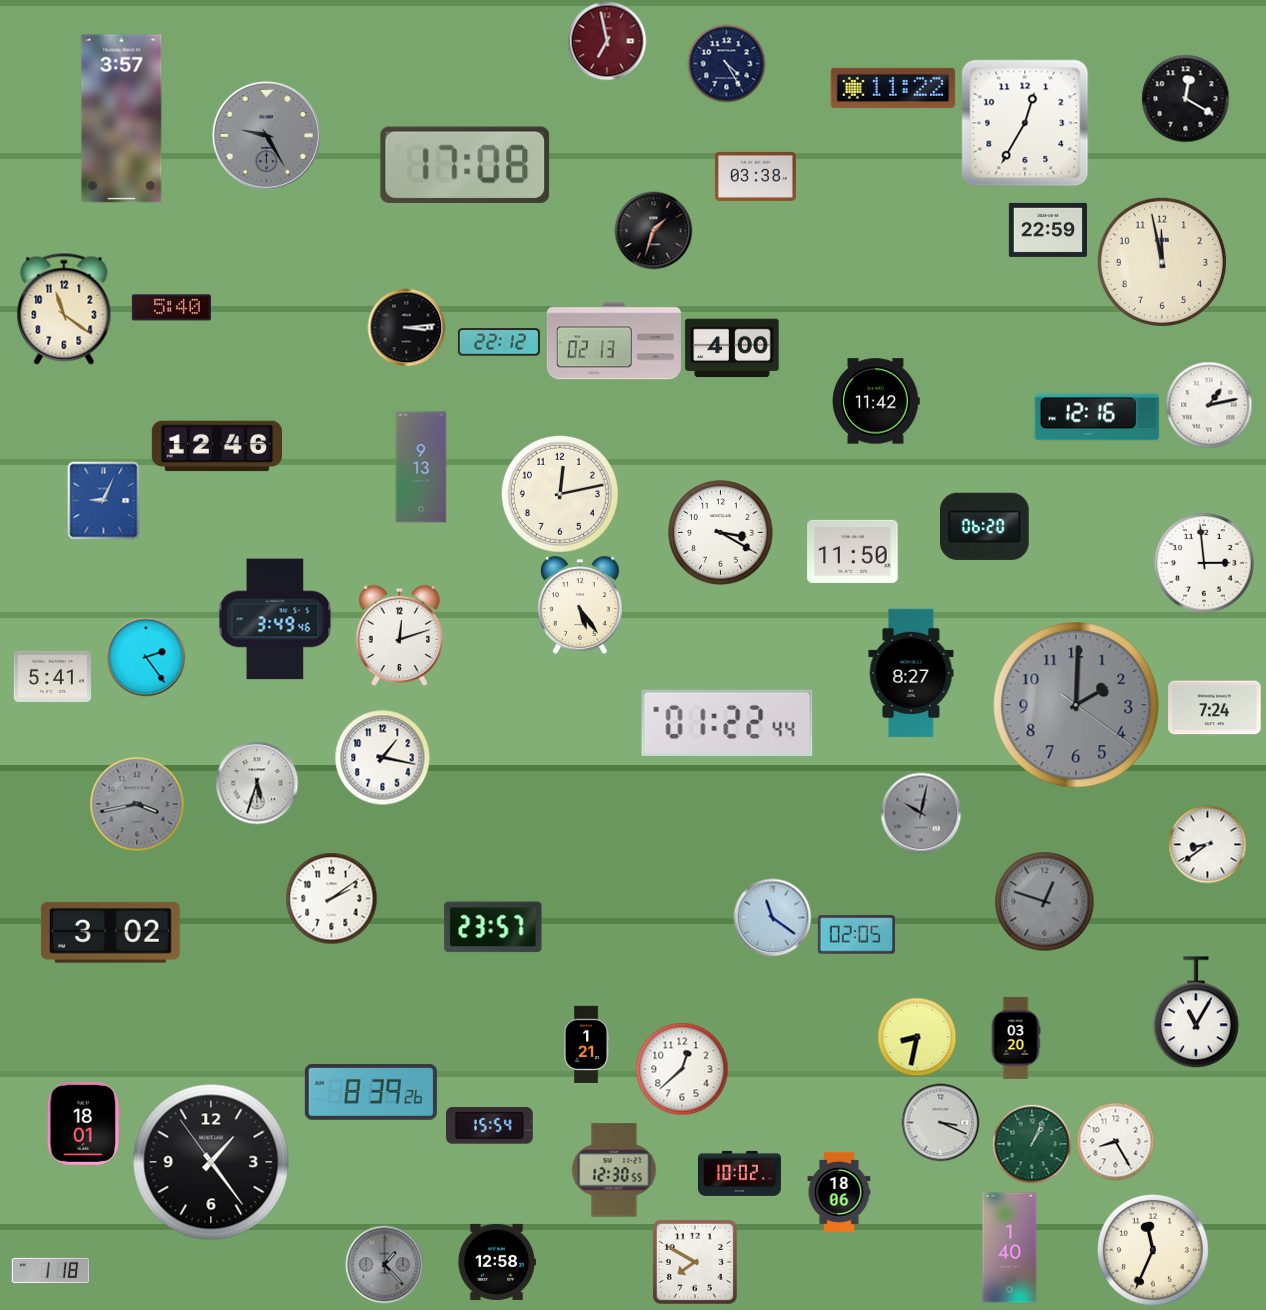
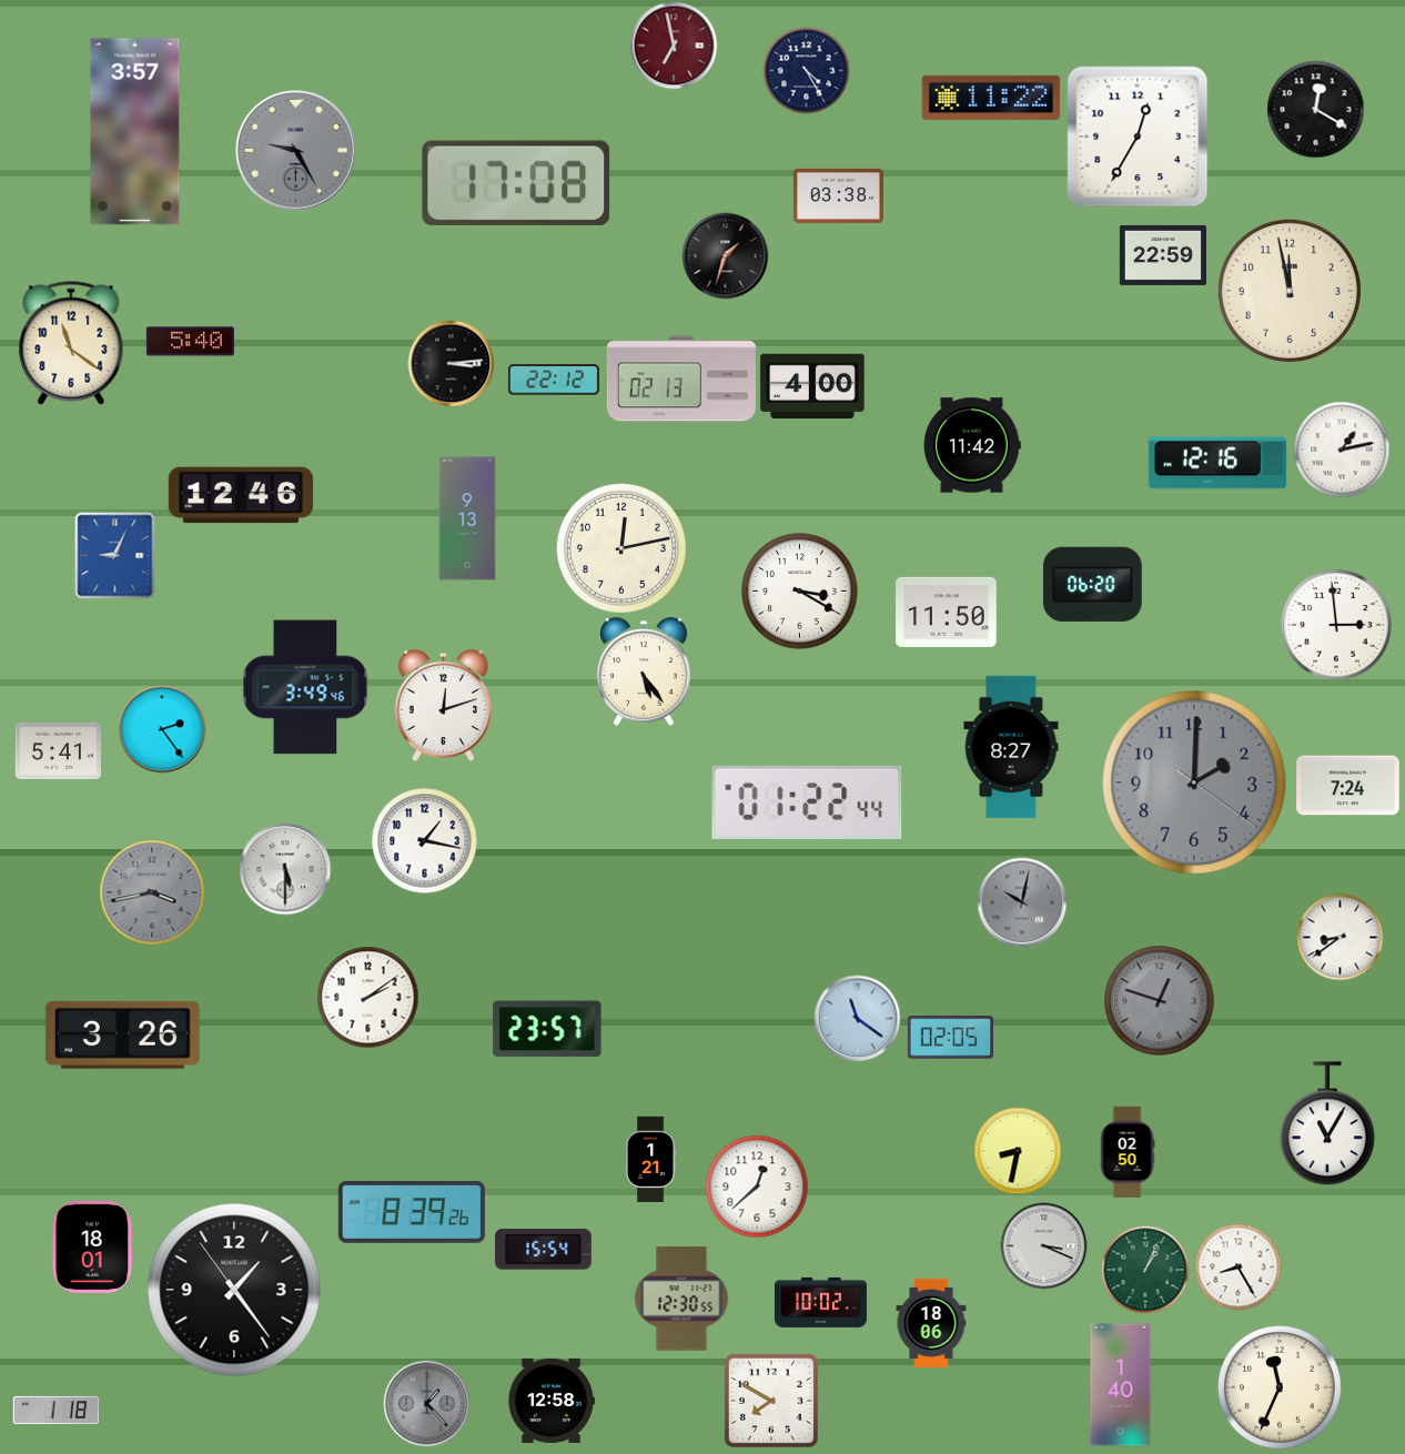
clock at (257, 783): 5:33 -> 5:30
clock at (110, 932): 3:02 -> 3:26
clock at (1016, 1038): 03:20 -> 02:50
